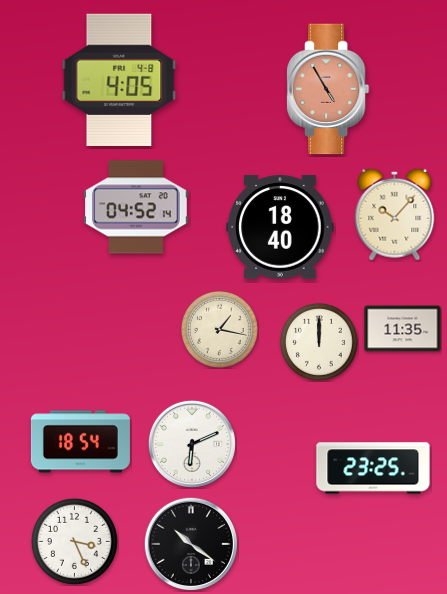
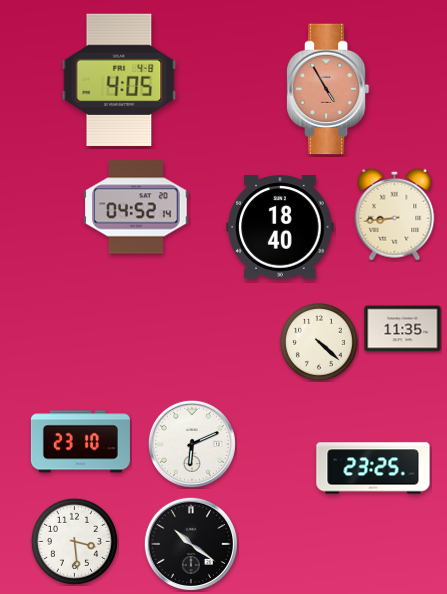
clock at (395, 214): 10:07 -> 8:44
clock at (219, 329): 1:17 -> none
clock at (319, 342): 12:00 -> 4:22
clock at (80, 442): 18:54 -> 23:10
clock at (74, 541): 3:26 -> 3:29
